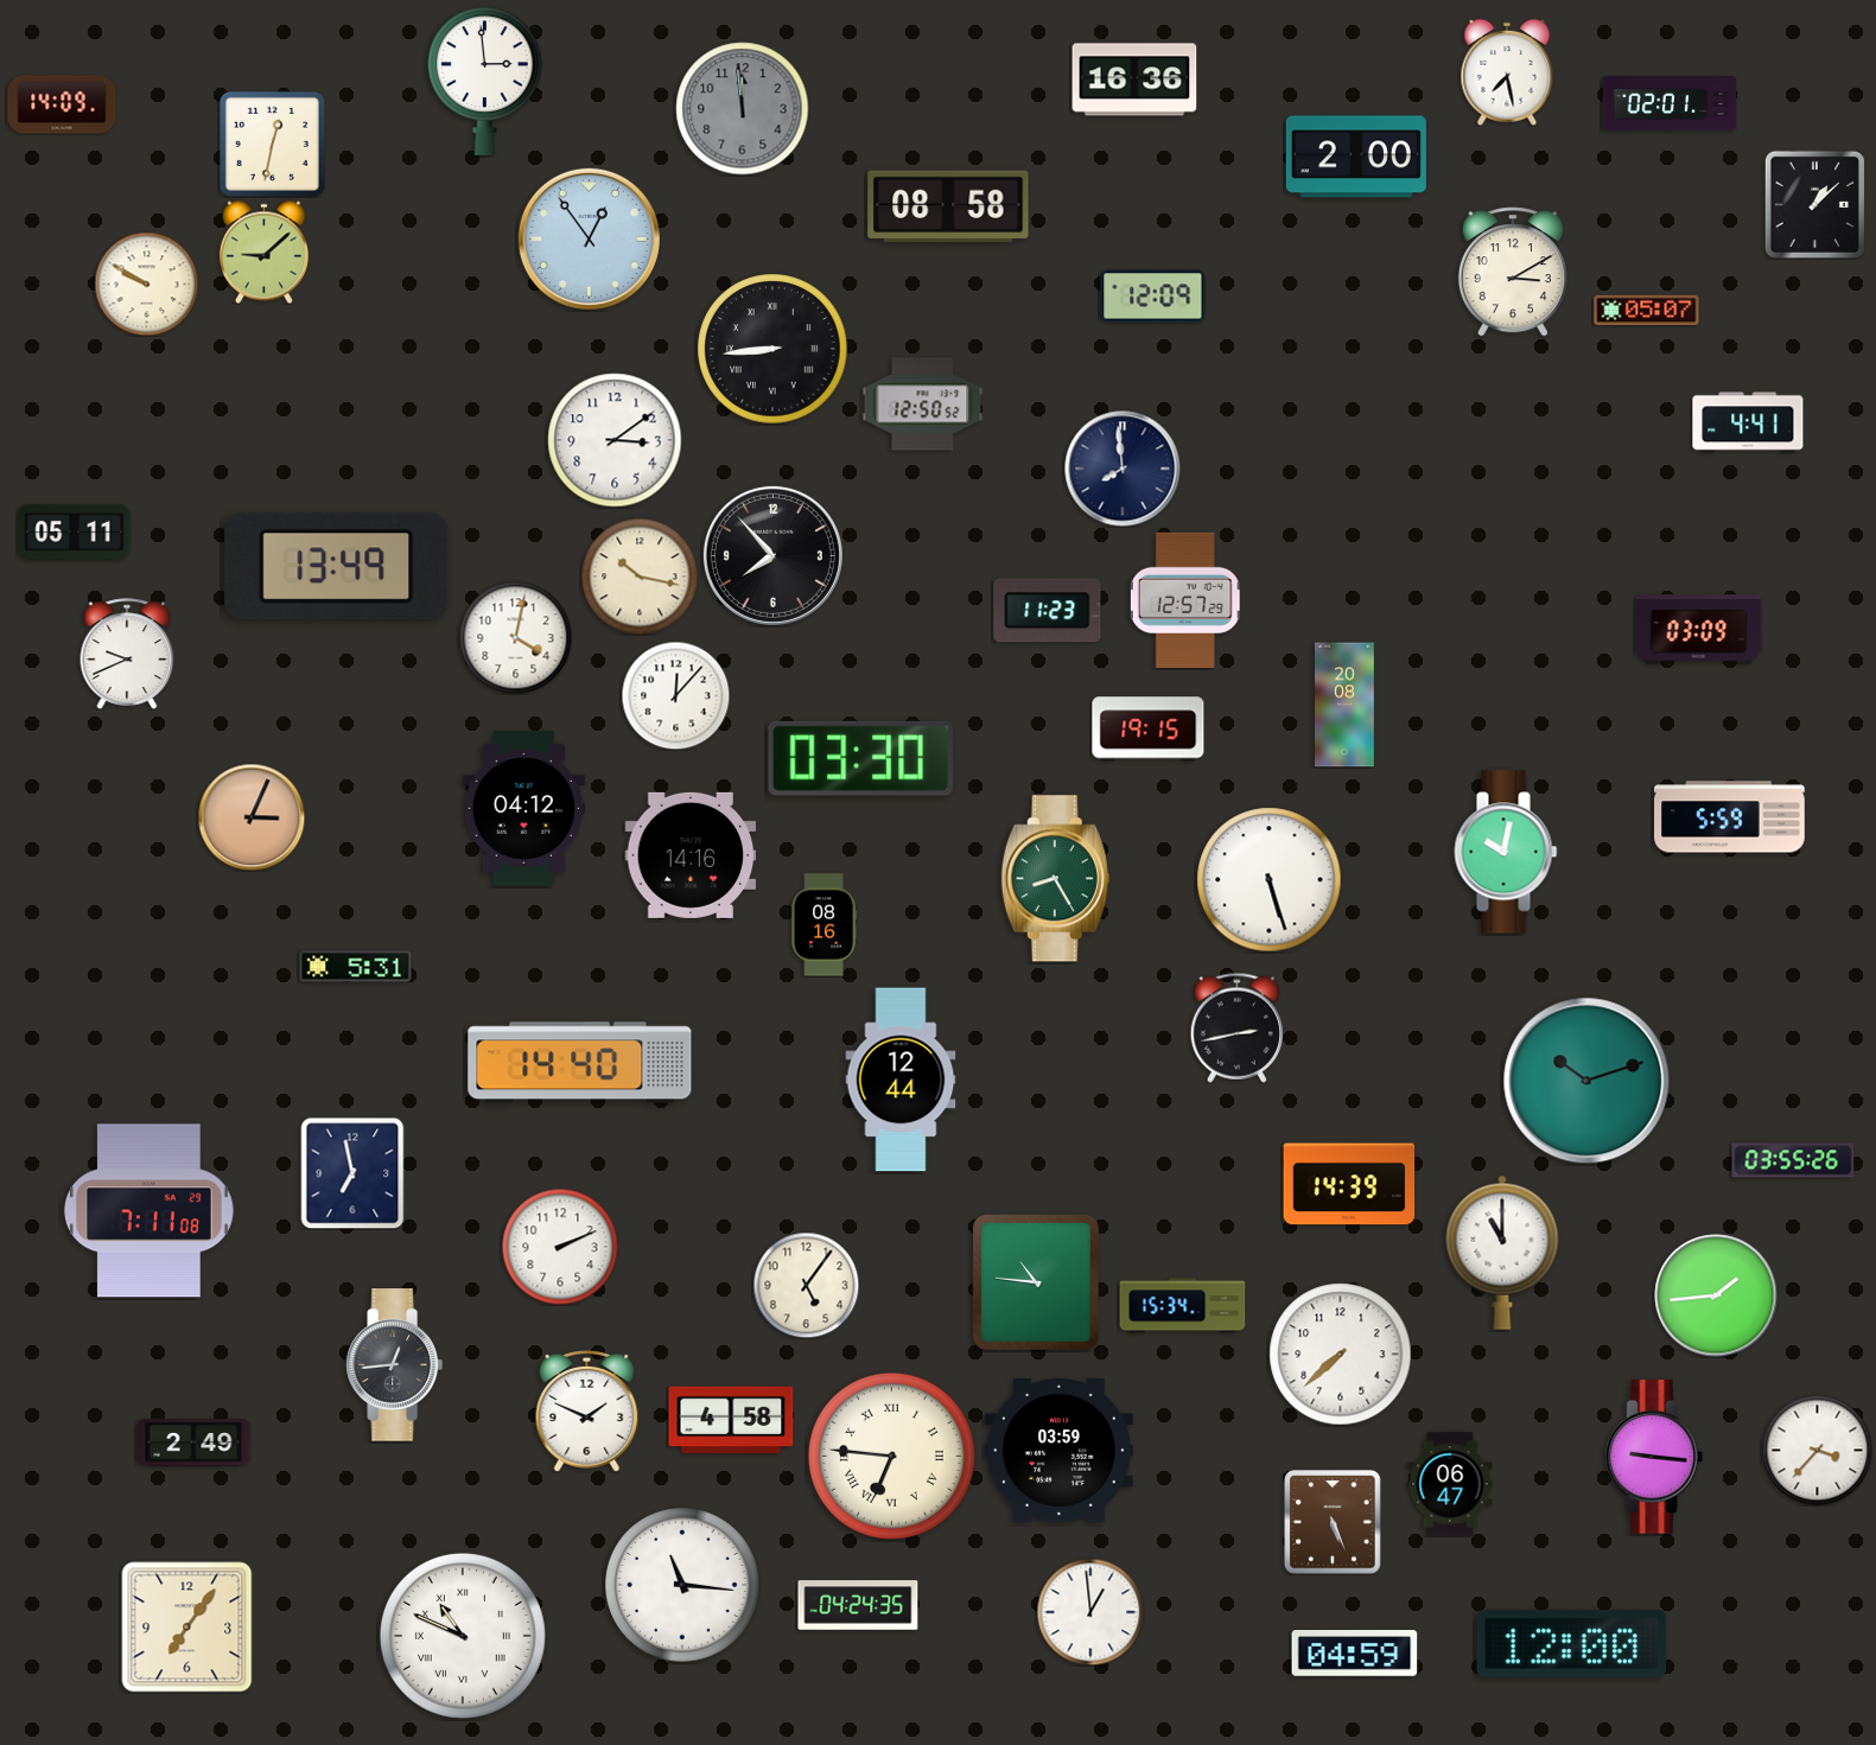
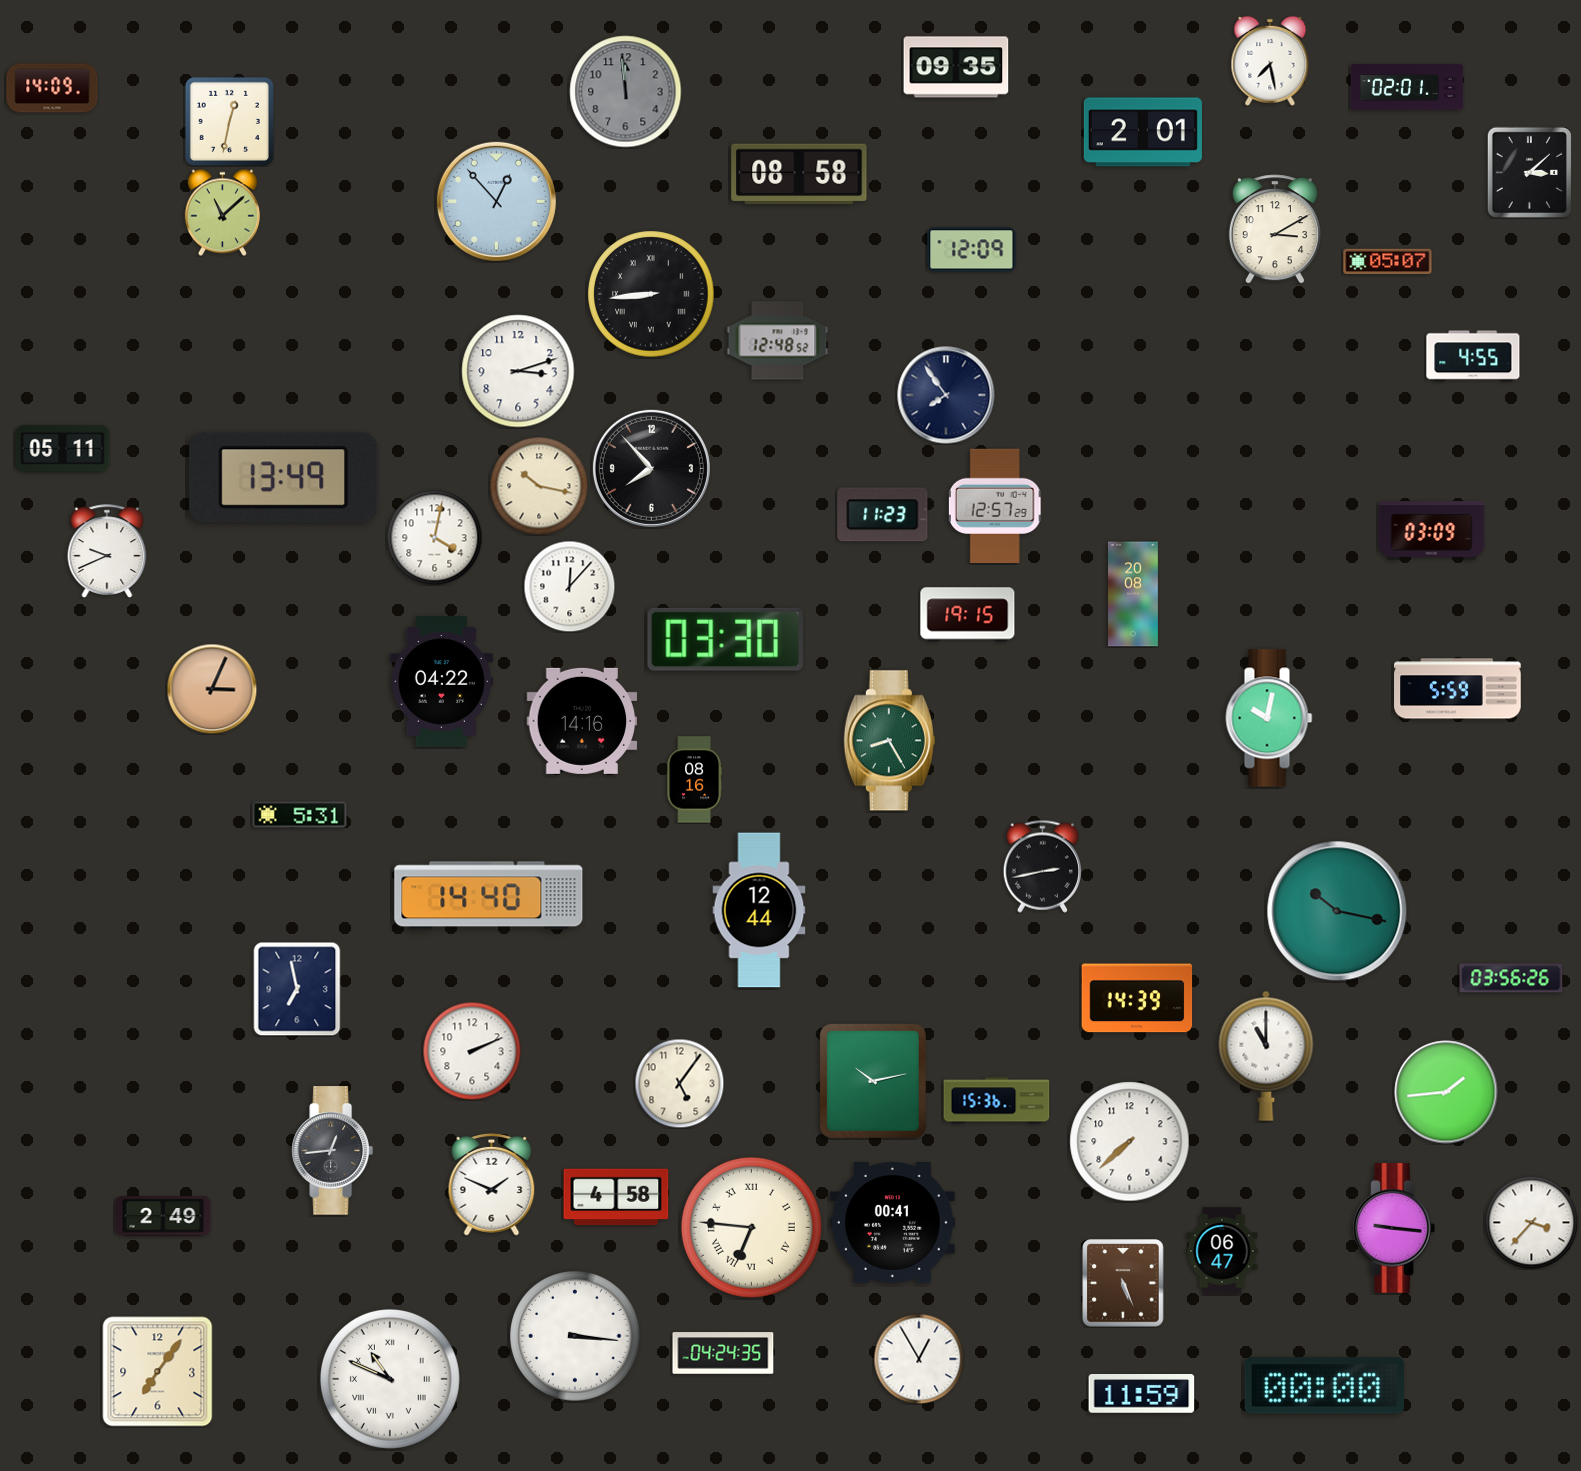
clock at (1134, 79): 16:36 -> 09:35
clock at (485, 81): 2:59 -> none
clock at (1356, 157): 2:00 -> 2:01
clock at (1814, 204): 1:08 -> 3:08
clock at (589, 238): 12:54 -> 12:53
clock at (263, 251): 9:08 -> 11:08
clock at (146, 284): 9:50 -> none
clock at (923, 405): 12:50 -> 12:48
clock at (1748, 422): 4:41 -> 4:55
clock at (615, 440): 3:09 -> 3:12
clock at (1123, 469): 7:59 -> 7:54
clock at (1185, 599) position: (1185, 599) -> (995, 505)
clock at (523, 809): 04:12 -> 04:22
clock at (1270, 880): 5:27 -> none
clock at (1586, 1081): 10:12 -> 10:17
clock at (1793, 1160): 03:55 -> 03:56
clock at (148, 1211): 7:11 -> none
clock at (1036, 1282): 10:46 -> 10:13
clock at (1183, 1306): 15:34 -> 15:36
clock at (587, 1412) position: (587, 1412) -> (492, 1185)
clock at (1058, 1451): 03:59 -> 00:41
clock at (682, 1585): 11:16 -> 3:16
clock at (1090, 1612): 12:59 -> 12:55
clock at (1571, 1644): 12:00 -> 00:00
clock at (1355, 1654): 04:59 -> 11:59
